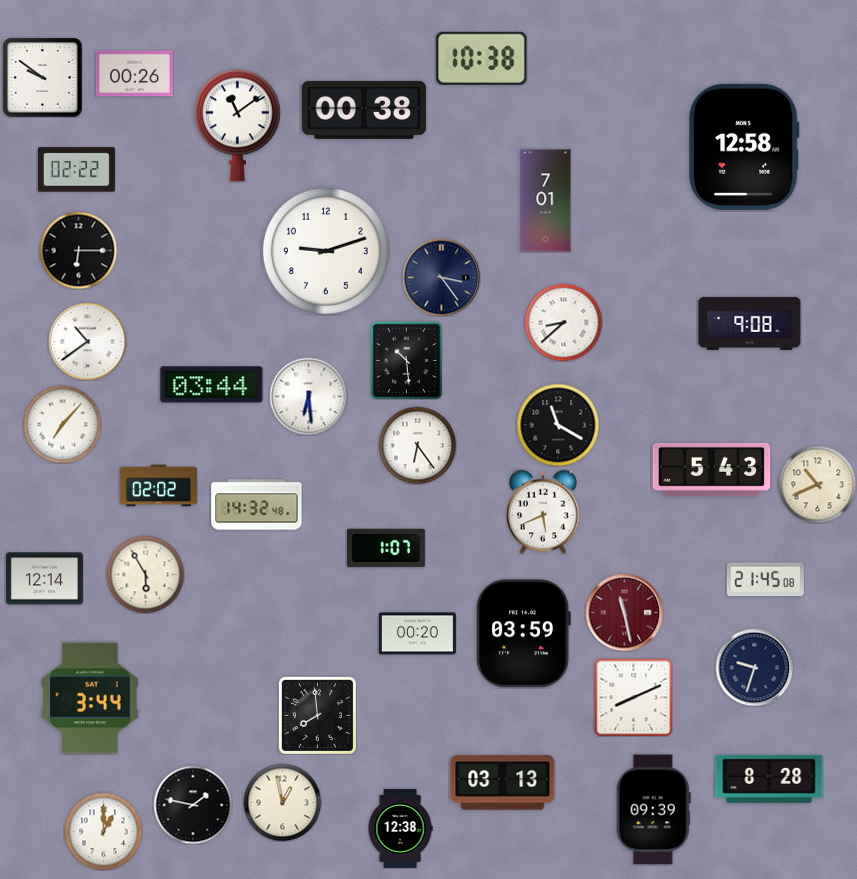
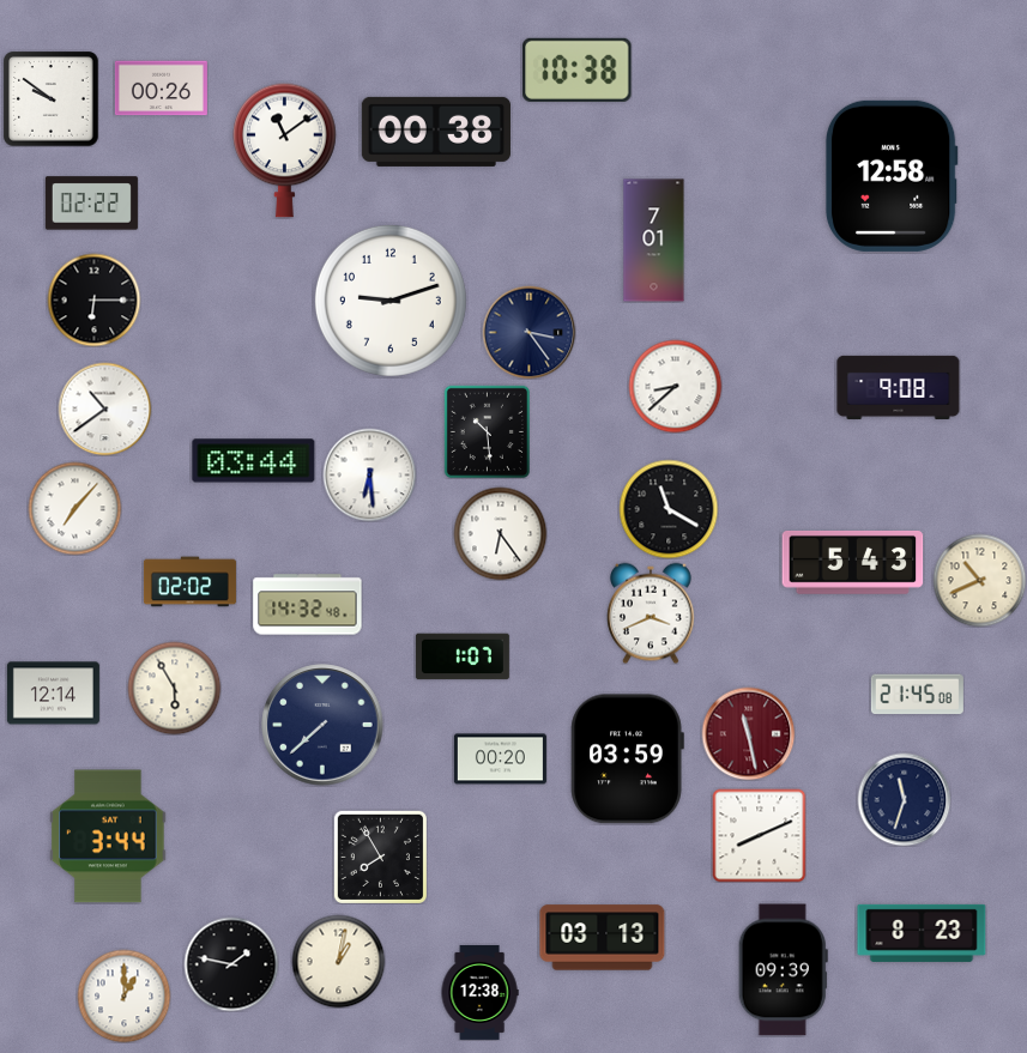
clock at (42, 77) position: (42, 77) -> (50, 98)
clock at (544, 512): 5:41 -> 3:41
clock at (322, 725): none -> 7:38
clock at (754, 667): 9:33 -> 11:33
clock at (317, 715): 7:59 -> 7:55
clock at (769, 779): 8:28 -> 8:23
clock at (282, 802): 12:58 -> 1:02
